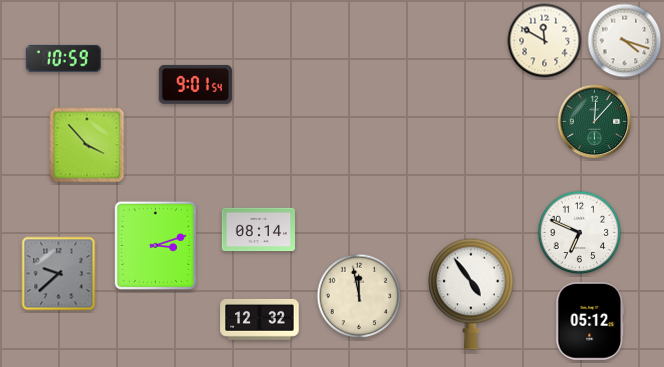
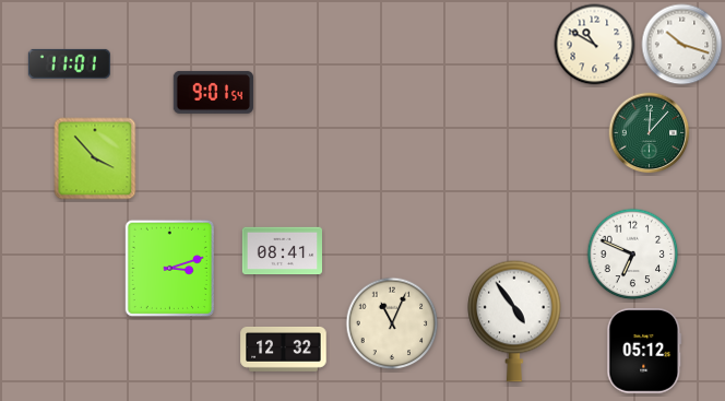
clock at (545, 41): 11:50 -> 10:50
clock at (625, 41): 4:18 -> 10:18
clock at (63, 58): 10:59 -> 11:01
clock at (258, 230): 08:14 -> 08:41
clock at (59, 274): 9:38 -> none
clock at (359, 296): 11:58 -> 11:04
